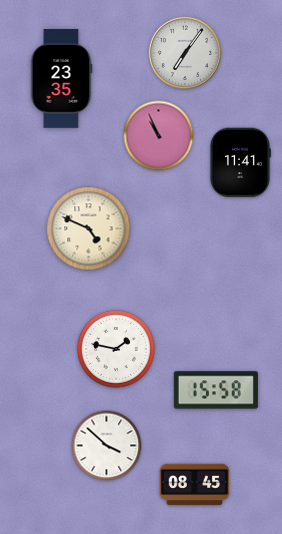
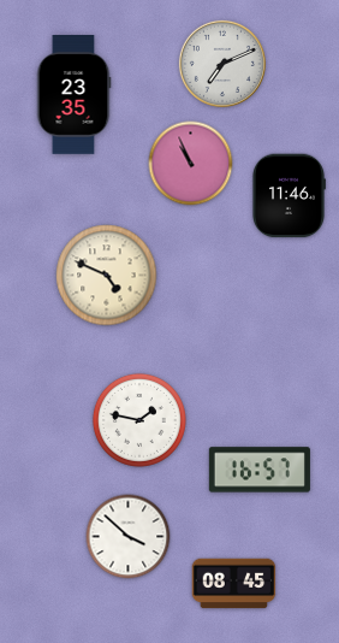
clock at (185, 53): 7:06 -> 7:11
clock at (240, 163): 11:41 -> 11:46
clock at (216, 390): 15:58 -> 16:57
